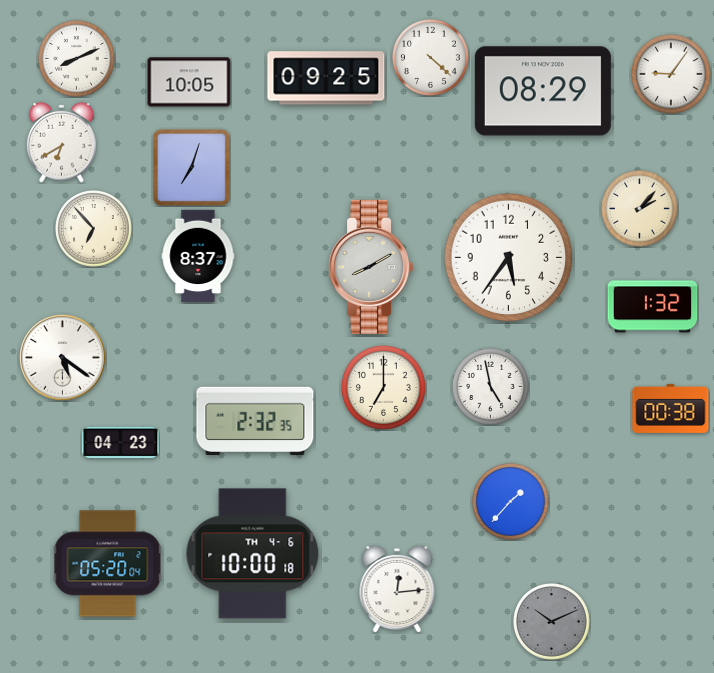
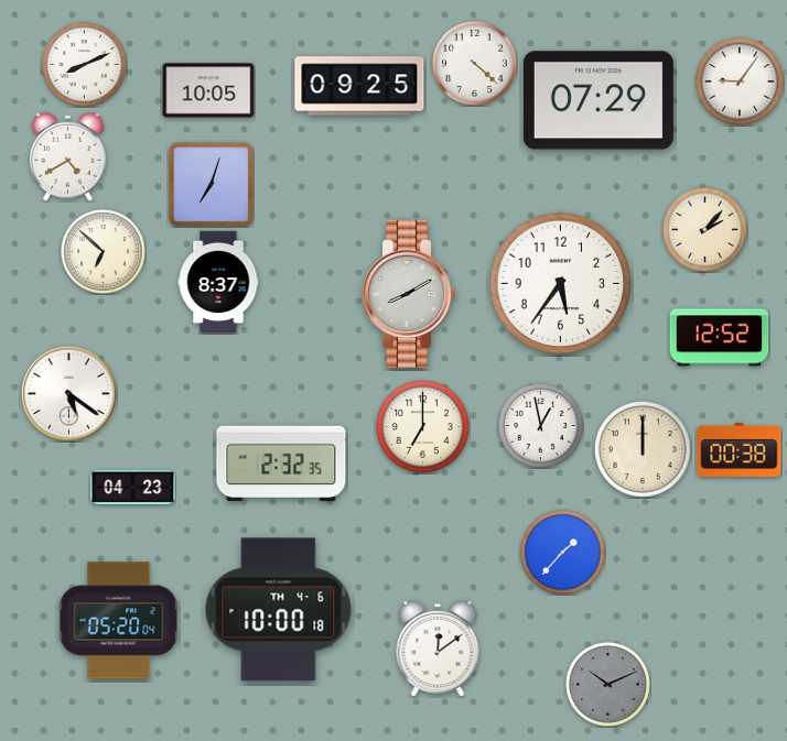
clock at (543, 91): 08:29 -> 07:29
clock at (62, 142): 6:40 -> 4:40
clock at (94, 229): 6:53 -> 6:52
clock at (653, 307): 1:32 -> 12:52
clock at (491, 387): 4:58 -> 12:58
clock at (643, 449): none -> 12:00
clock at (397, 589): 12:14 -> 12:09
